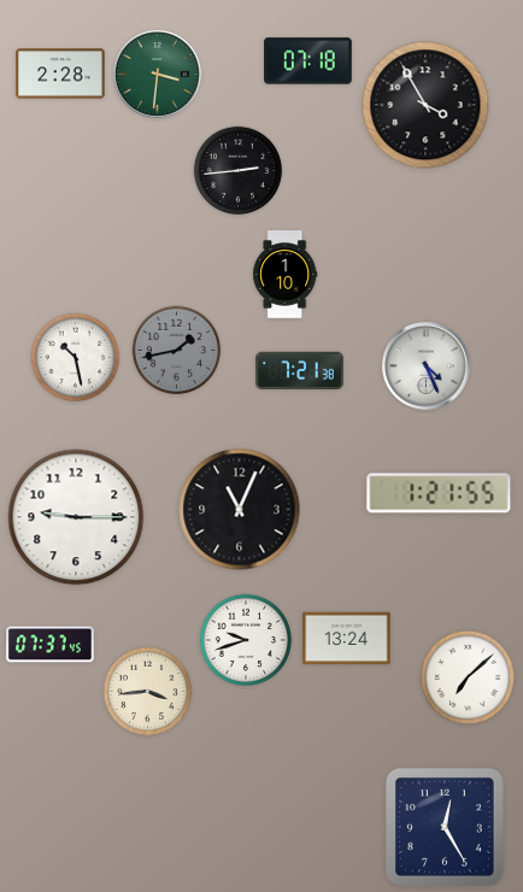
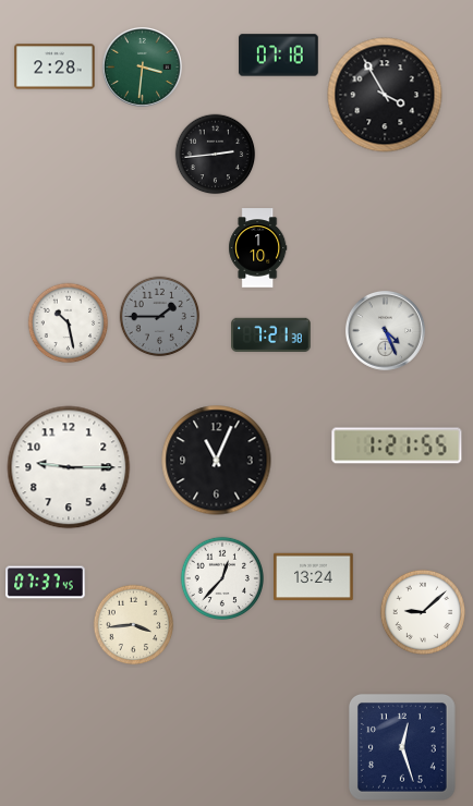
clock at (177, 351): 1:43 -> 1:45
clock at (245, 639): 9:42 -> 12:37
clock at (468, 677): 7:08 -> 9:08
clock at (445, 827): 12:25 -> 12:27
